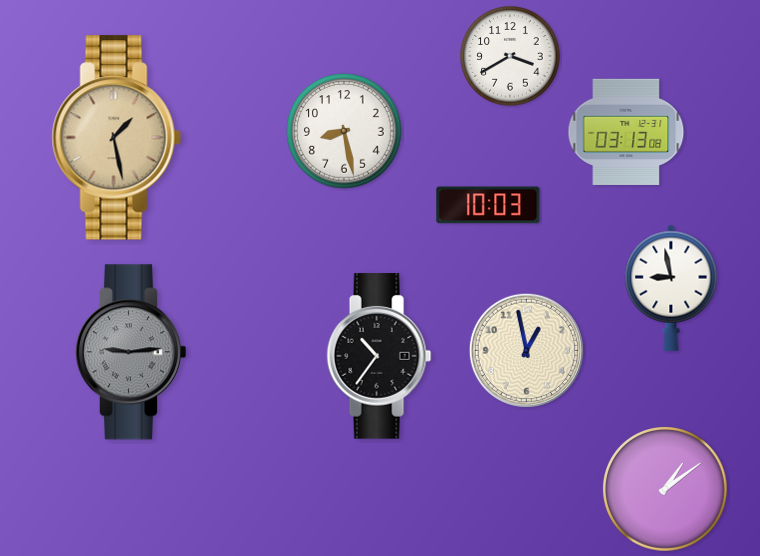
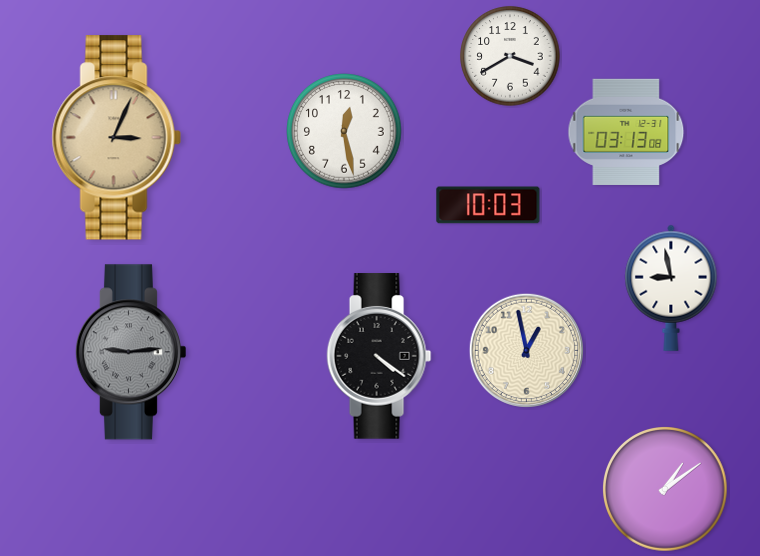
clock at (344, 131): 8:28 -> 12:28
clock at (116, 138): 1:28 -> 3:04
clock at (379, 356): 10:36 -> 4:21
